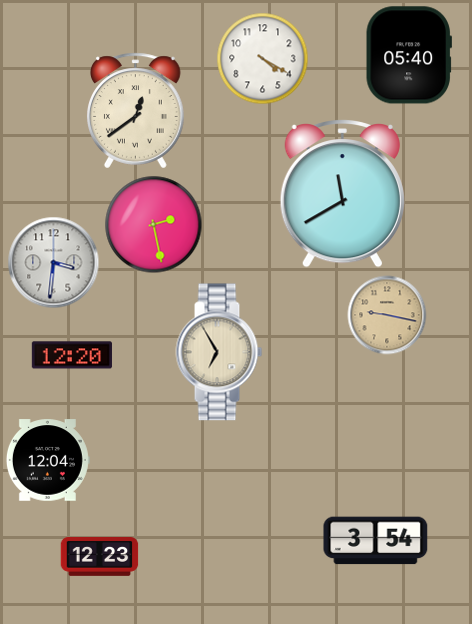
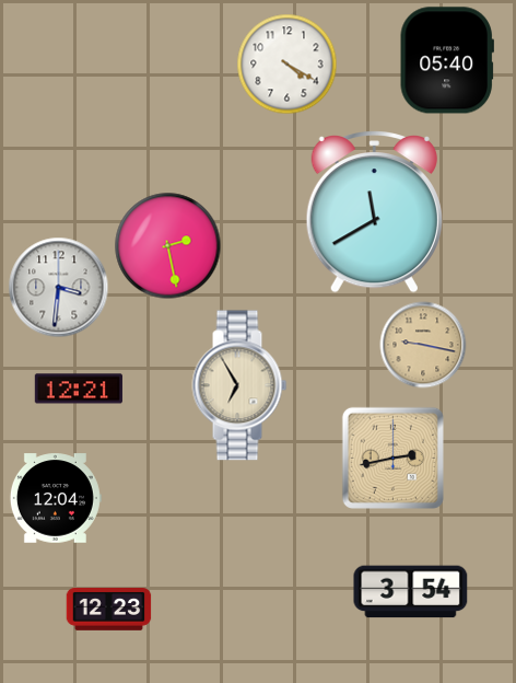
clock at (136, 111): 12:39 -> none
clock at (72, 355): 12:20 -> 12:21
clock at (392, 458): none -> 2:43
clock at (48, 460) position: (48, 460) -> (56, 498)
